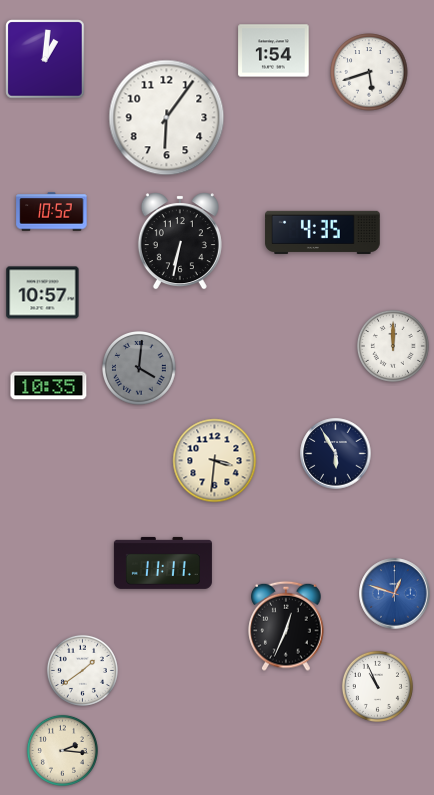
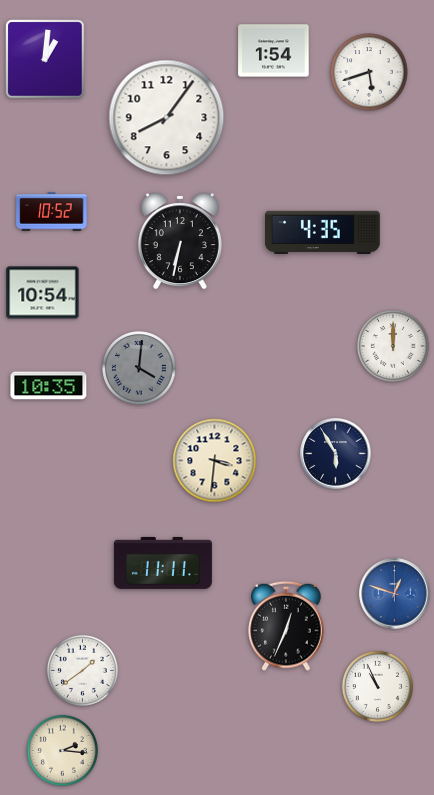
clock at (167, 118): 6:06 -> 8:06
clock at (43, 293): 10:57 -> 10:54
